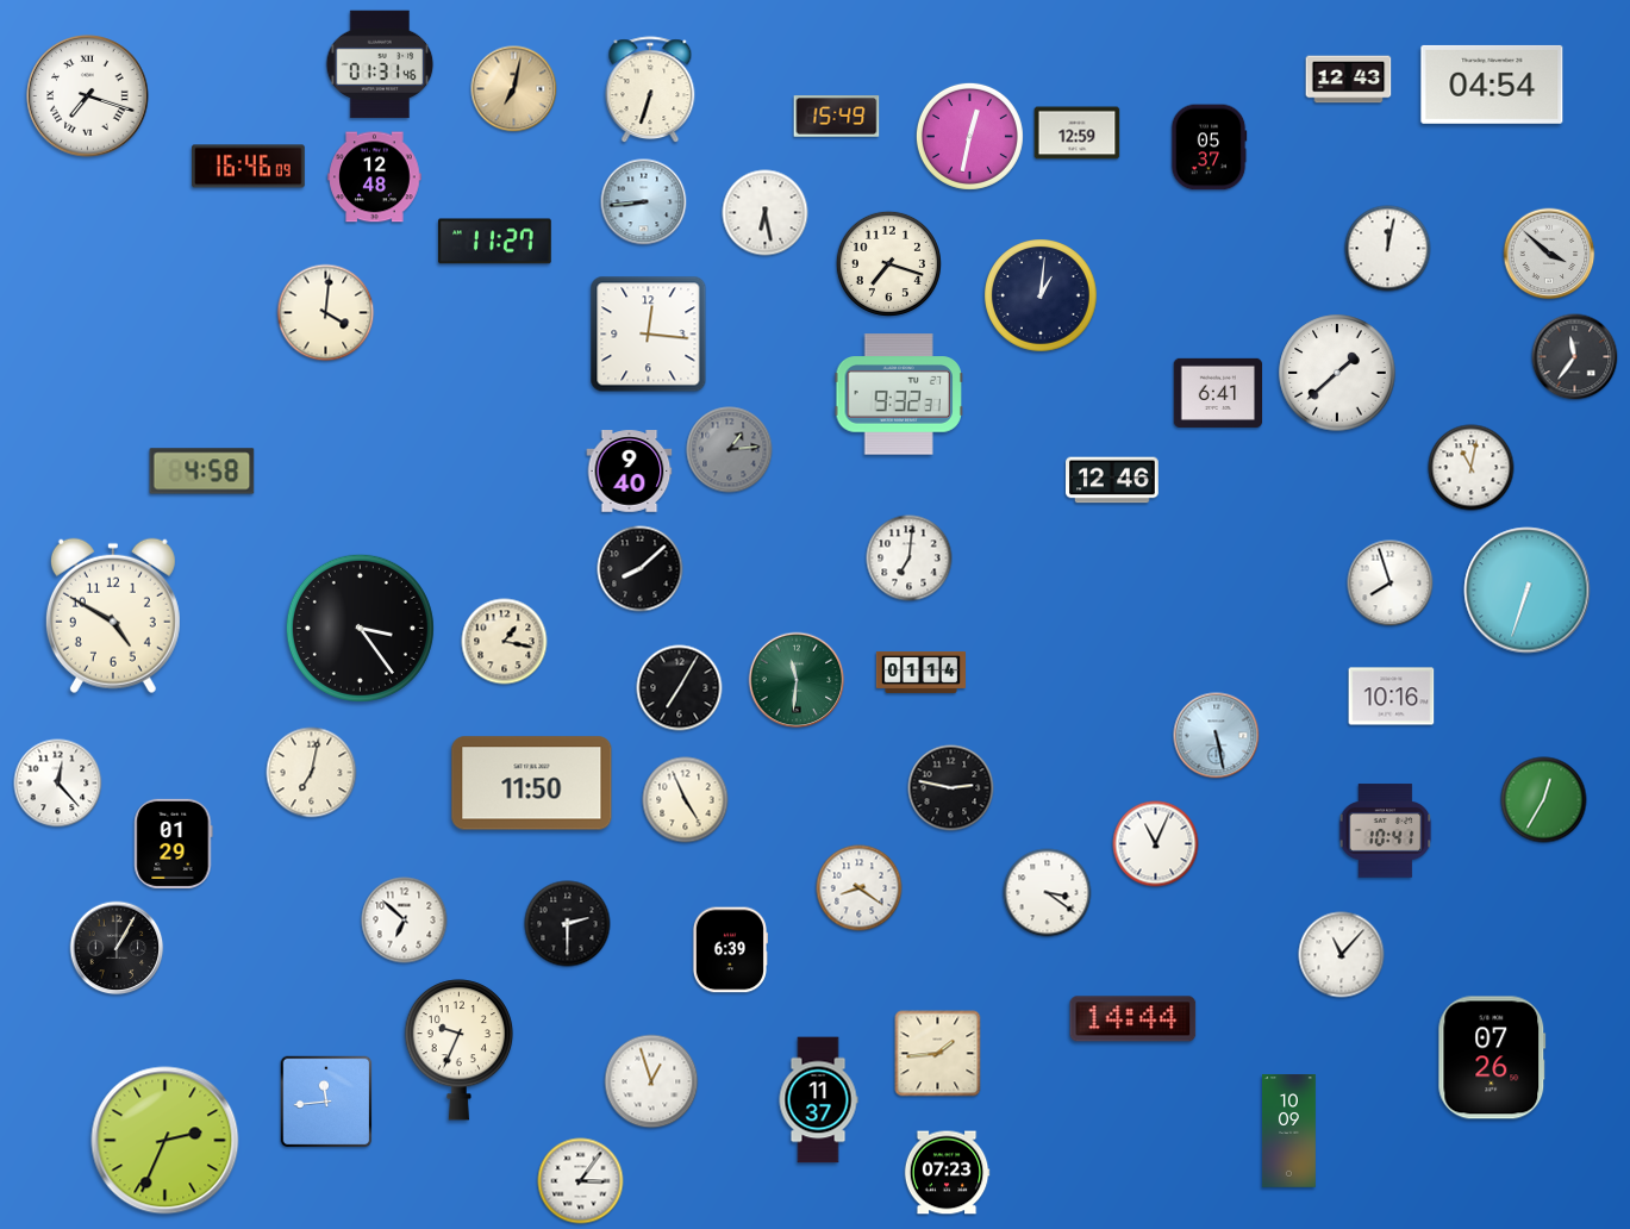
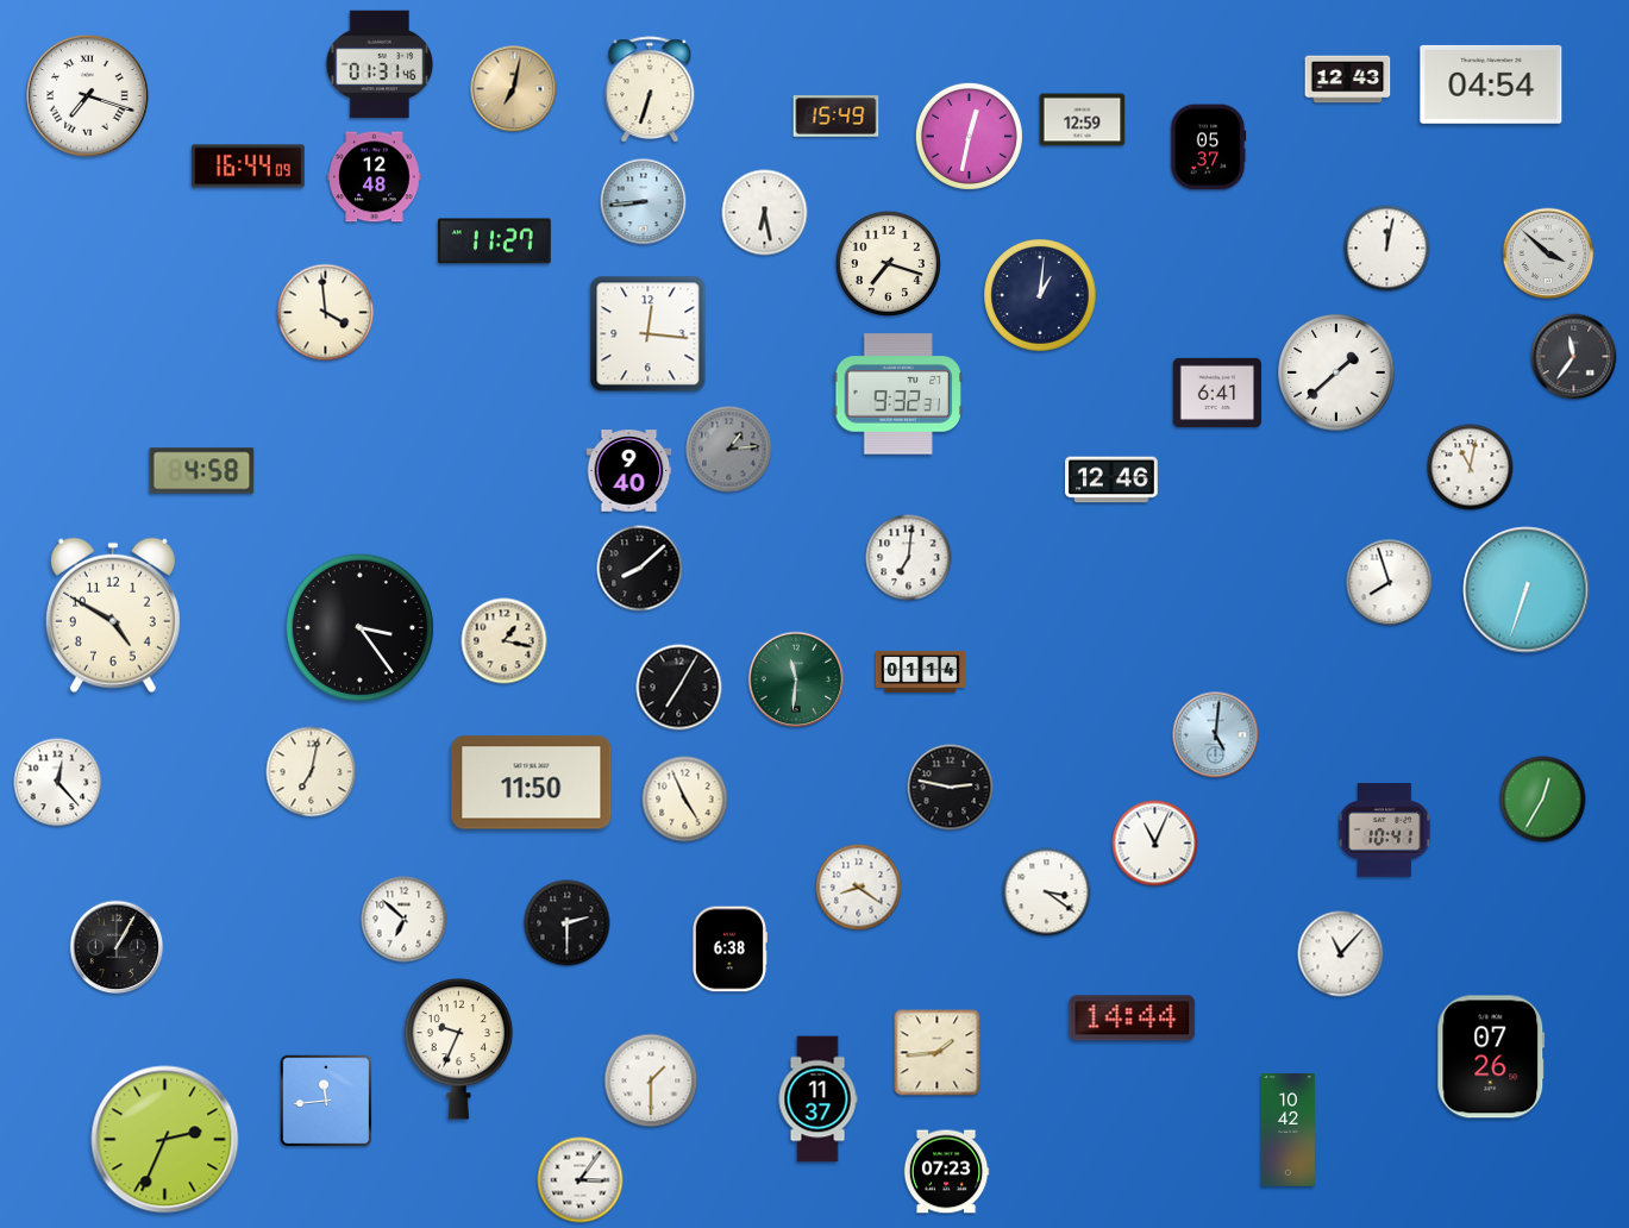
clock at (1078, 133) position: (1078, 133) -> (1083, 120)
clock at (249, 167): 16:46 -> 16:44
clock at (326, 313): 4:01 -> 3:59
clock at (1392, 697): 10:16 -> none
clock at (1217, 736): 5:28 -> 5:01
clock at (174, 843): 01:29 -> none
clock at (730, 950): 6:39 -> 6:38
clock at (651, 1081): 12:57 -> 1:30
clock at (1288, 1131): 10:09 -> 10:42
